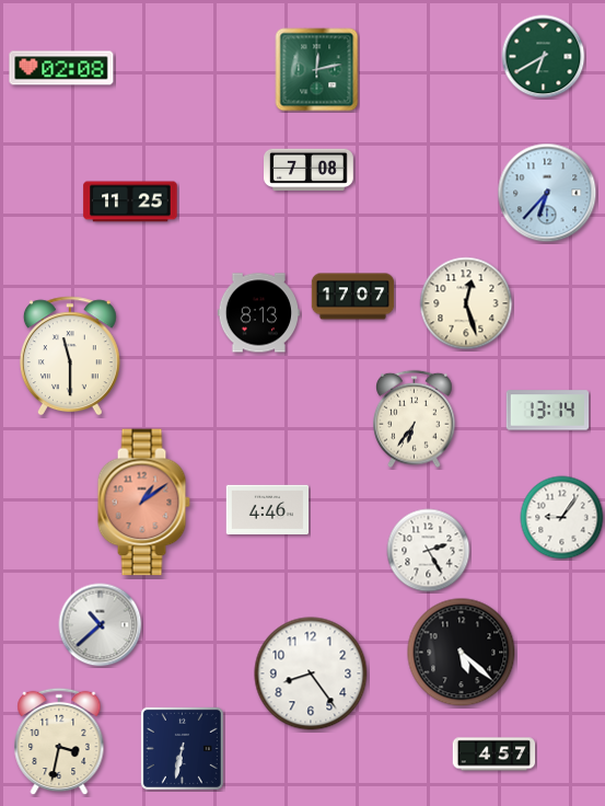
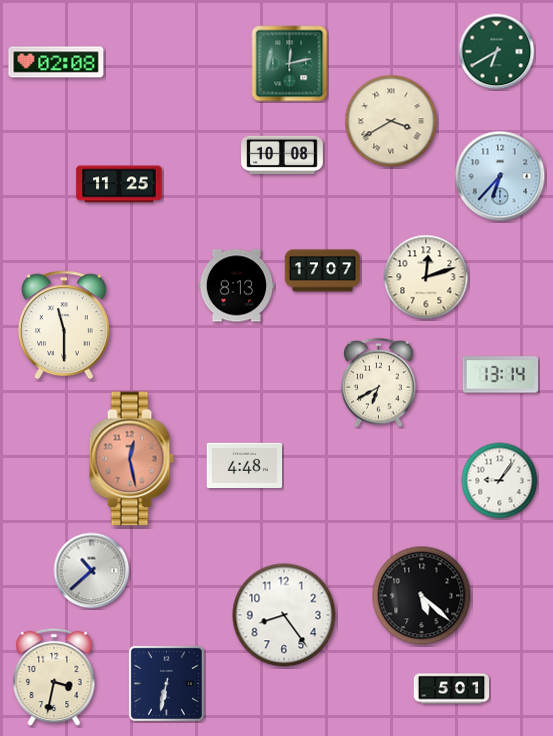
clock at (391, 121): none -> 3:40
clock at (310, 169): 7:08 -> 10:08
clock at (466, 303): 12:27 -> 12:12
clock at (415, 419): 6:36 -> 6:40
clock at (143, 503): 1:09 -> 12:28
clock at (268, 509): 4:46 -> 4:48
clock at (562, 518) position: (562, 518) -> (500, 481)
clock at (429, 551): 2:25 -> none
clock at (495, 755): 4:57 -> 5:01
